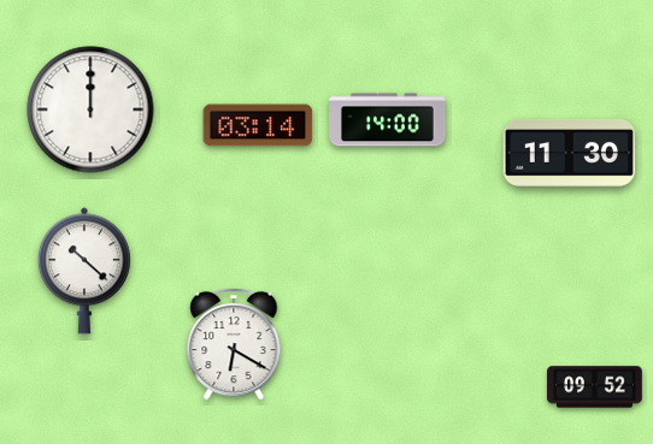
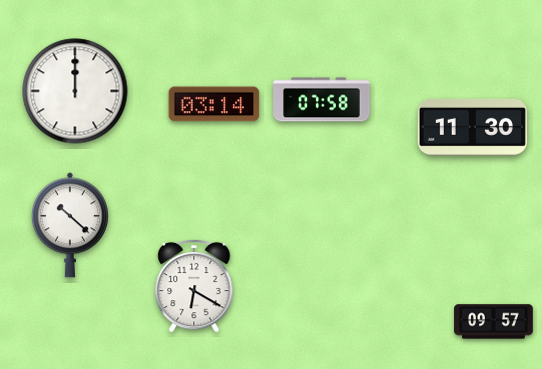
clock at (388, 120): 14:00 -> 07:58
clock at (595, 387): 09:52 -> 09:57
